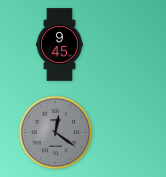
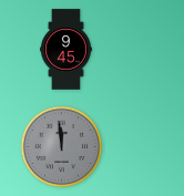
clock at (56, 133): 12:21 -> 11:59
